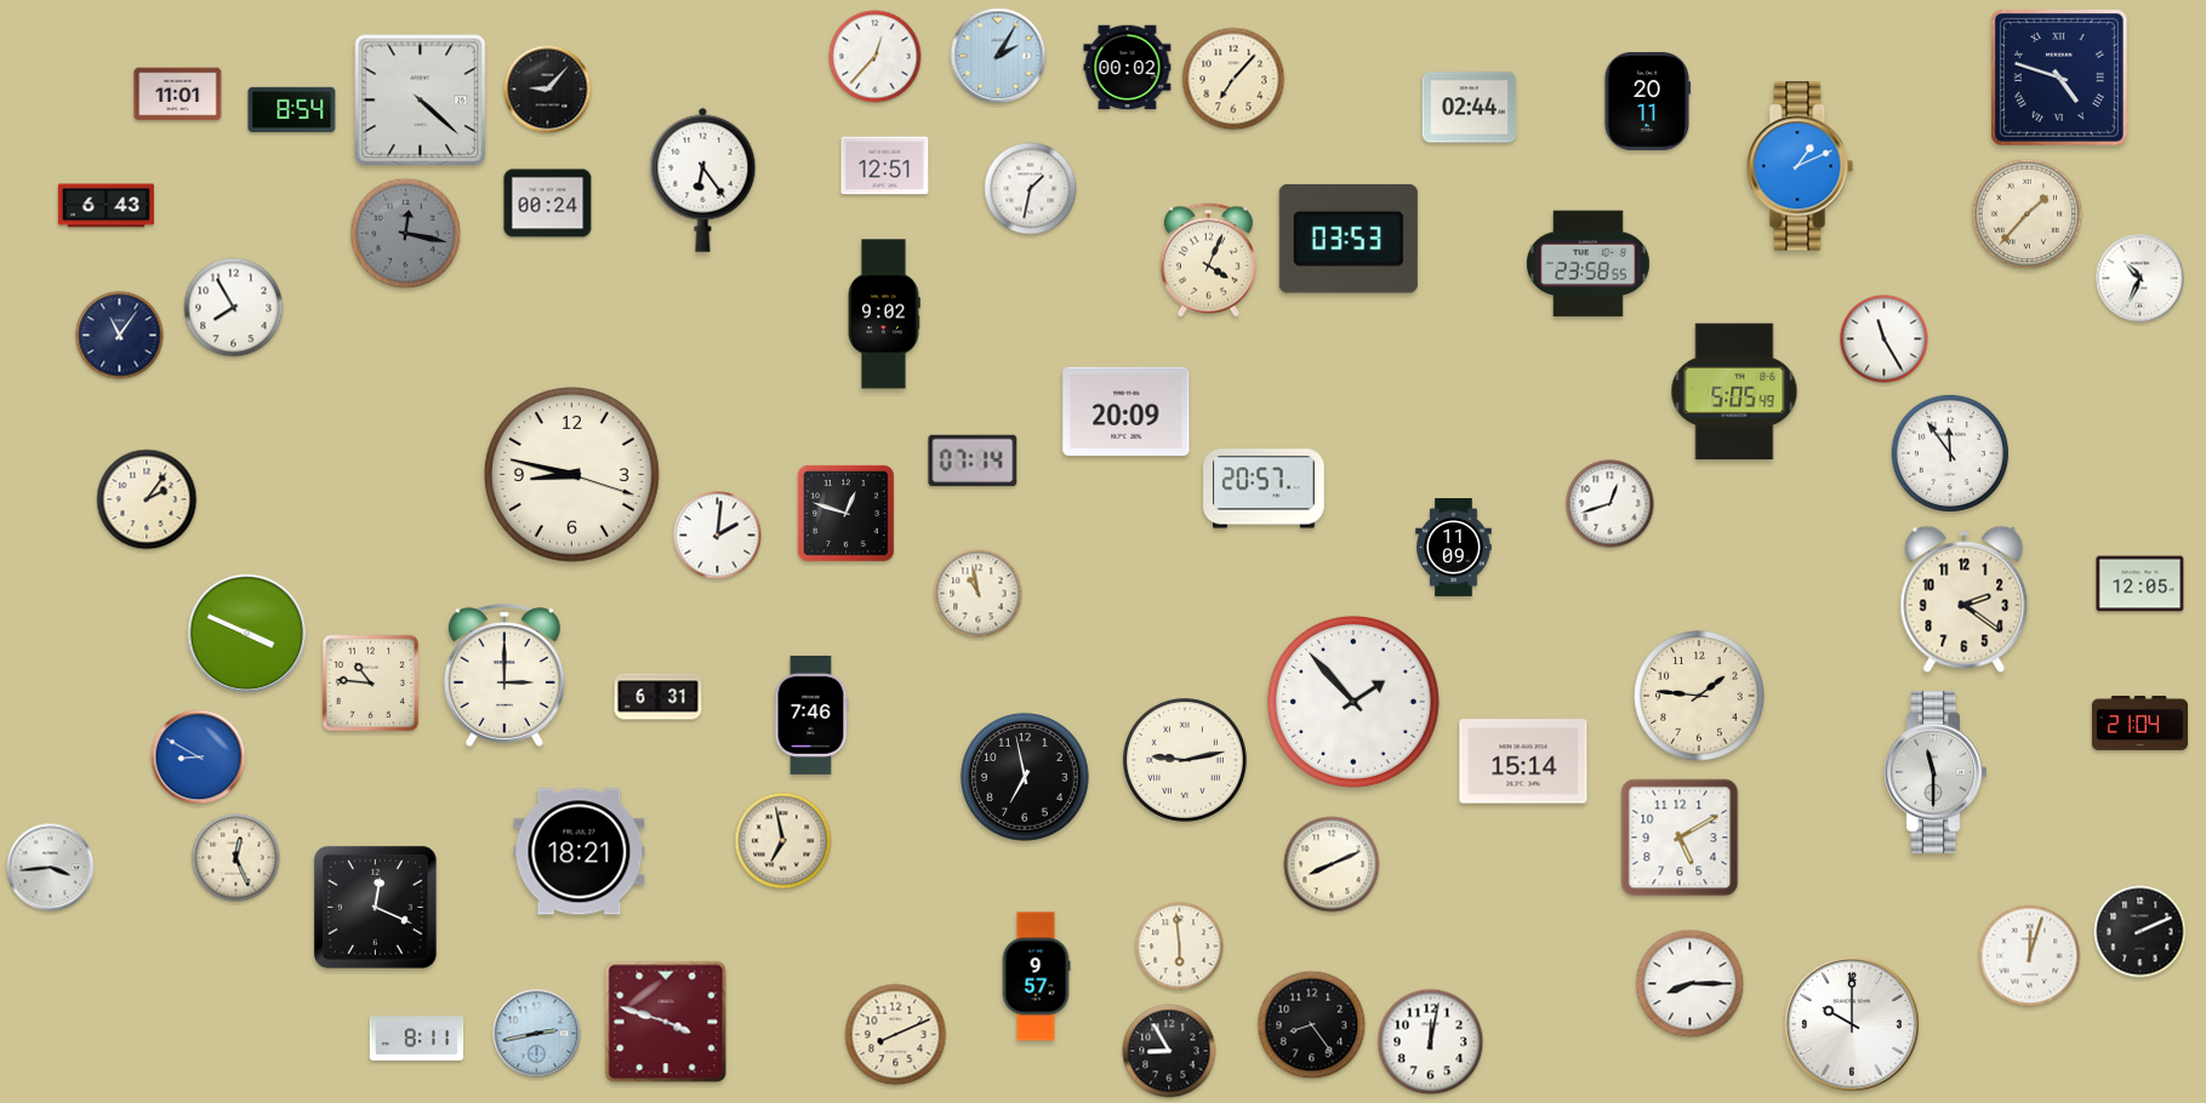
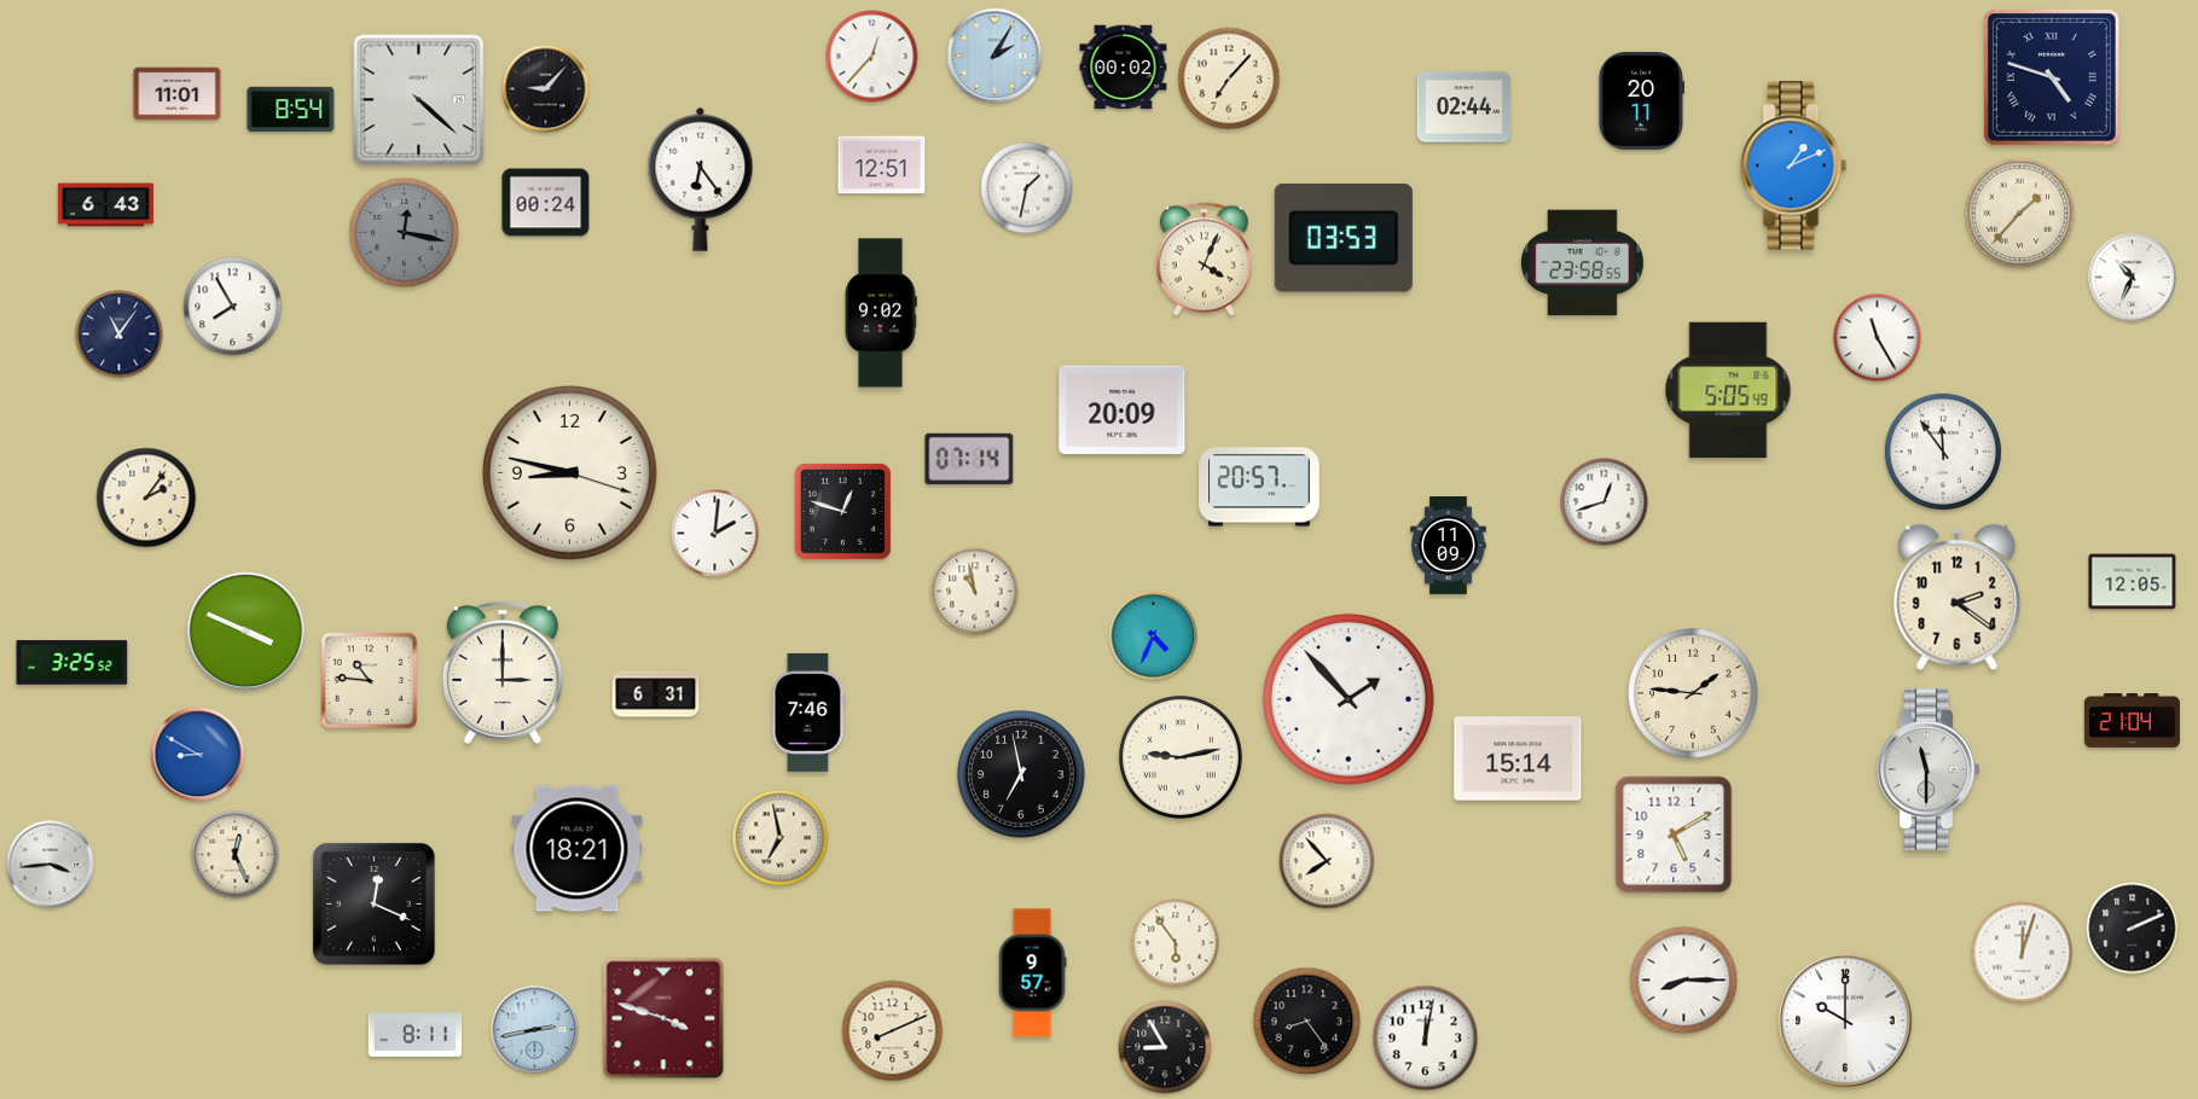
clock at (1154, 636): none -> 4:34
clock at (73, 663): none -> 3:25
clock at (1332, 864): 8:11 -> 7:53
clock at (1180, 947): 5:59 -> 5:54
